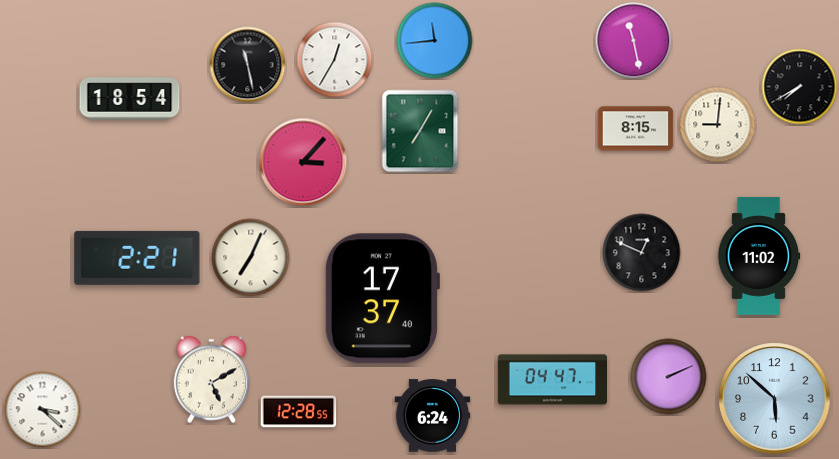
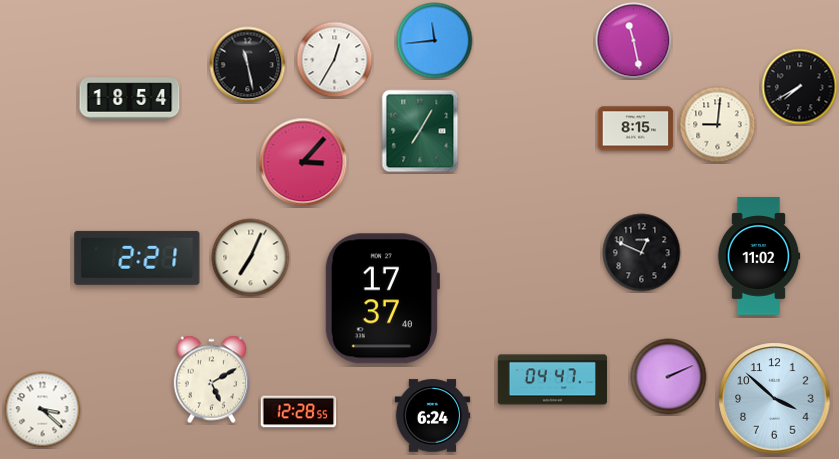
clock at (775, 399): 5:52 -> 3:52
